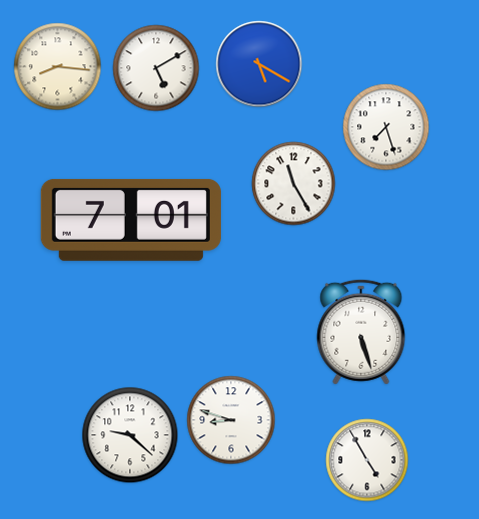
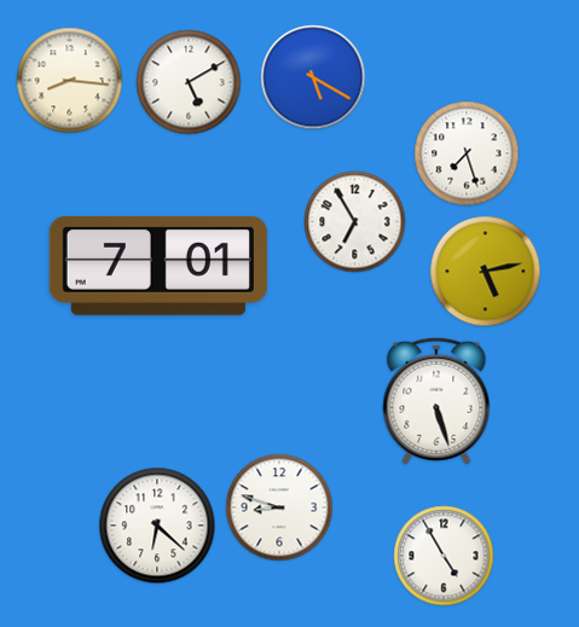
clock at (294, 184): 11:25 -> 6:55
clock at (486, 272): none -> 5:13
clock at (130, 435): 9:22 -> 6:22
